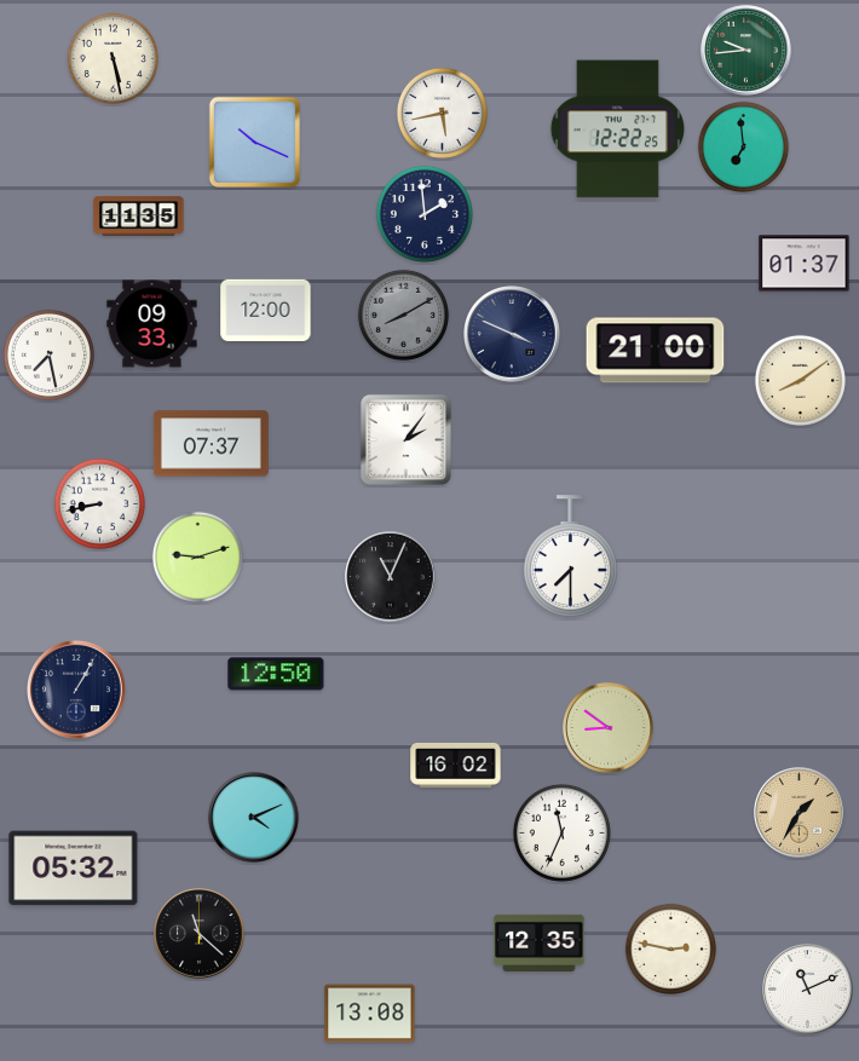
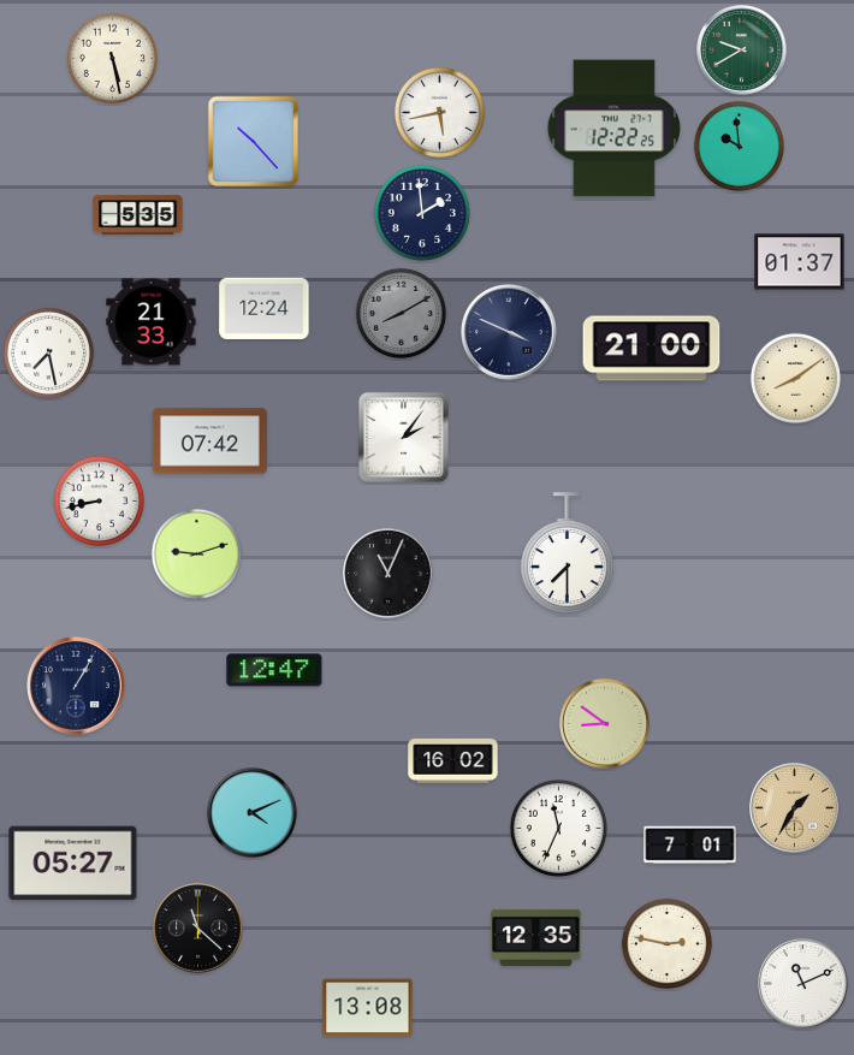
clock at (746, 51): 9:44 -> 9:40
clock at (255, 143): 10:19 -> 10:23
clock at (743, 146): 6:59 -> 9:59
clock at (139, 217): 11:35 -> 5:35
clock at (266, 310): 12:00 -> 12:24
clock at (152, 324): 09:33 -> 21:33
clock at (211, 444): 07:37 -> 07:42
clock at (276, 674): 12:50 -> 12:47
clock at (690, 846): none -> 7:01
clock at (74, 869): 05:32 -> 05:27
